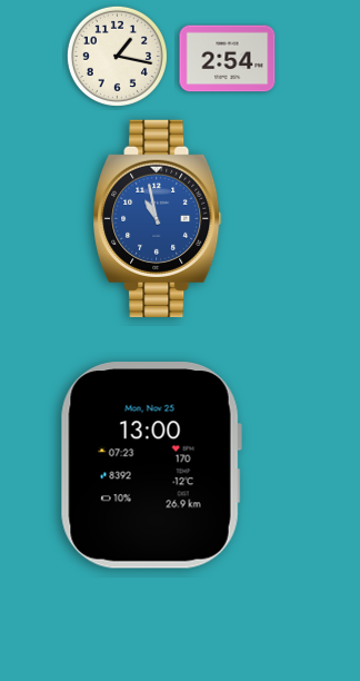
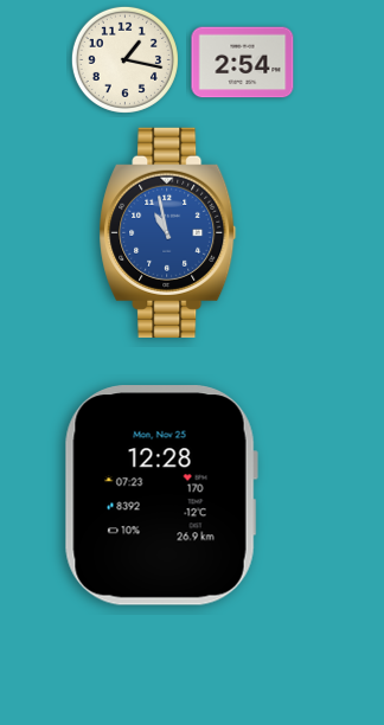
clock at (151, 465): 13:00 -> 12:28
